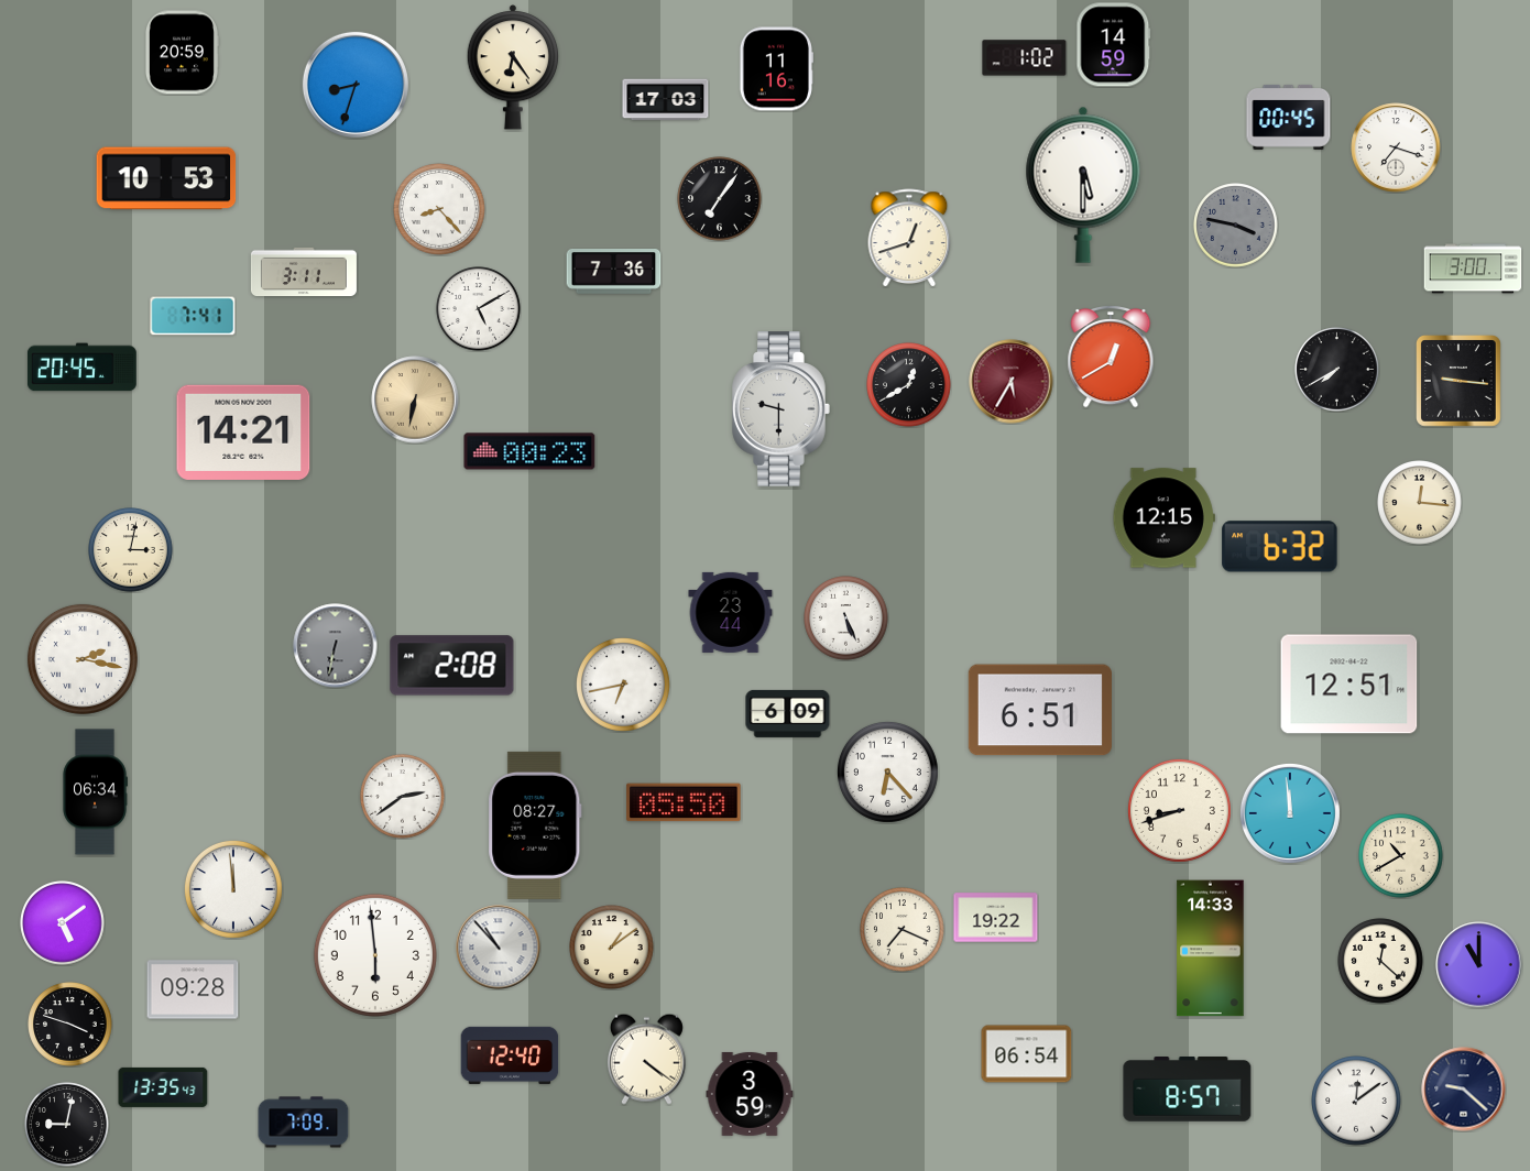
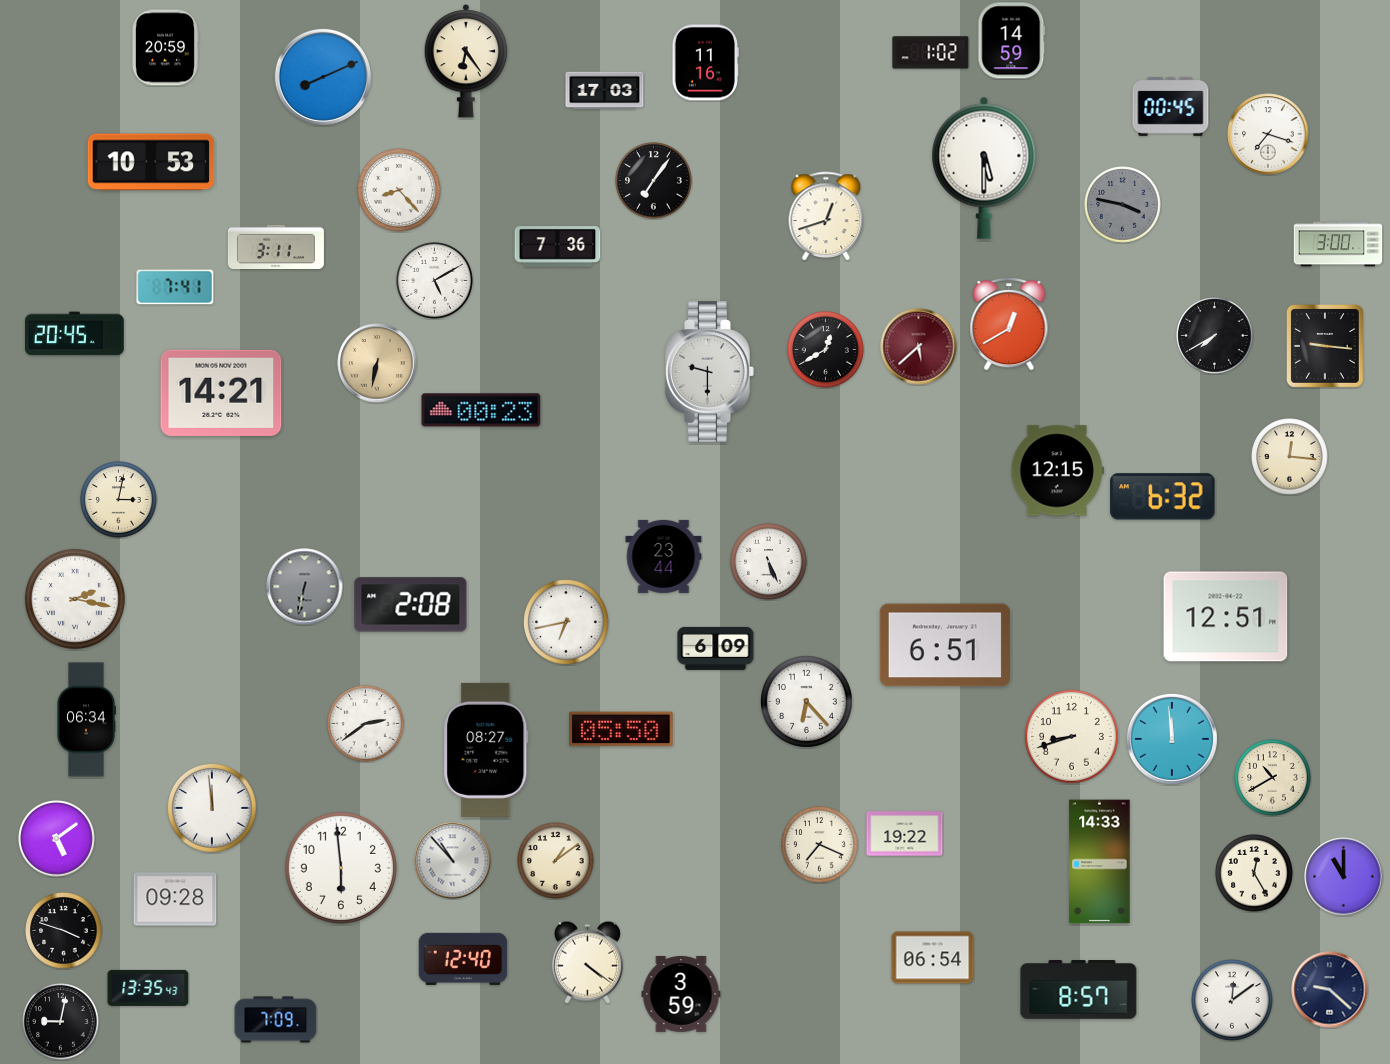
clock at (356, 85): 8:33 -> 8:11
clock at (1012, 382): 5:35 -> 5:38
clock at (1349, 685) position: (1349, 685) -> (1226, 617)
clock at (1380, 961): 12:22 -> 12:25
